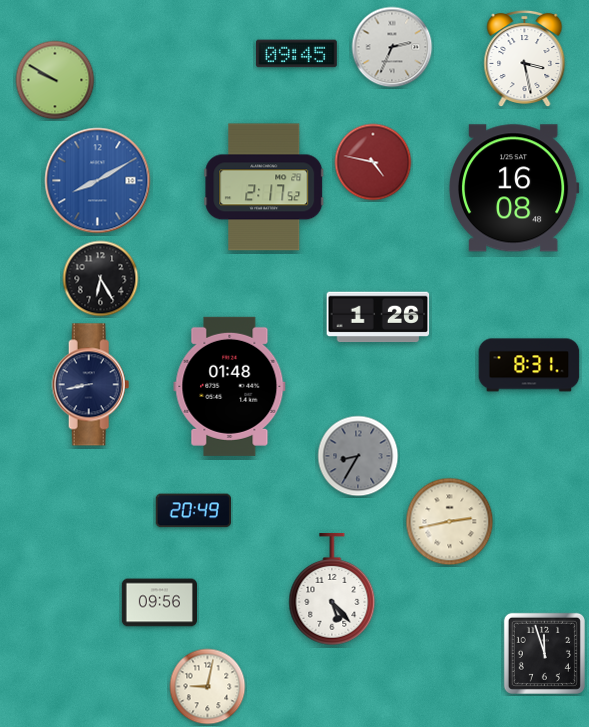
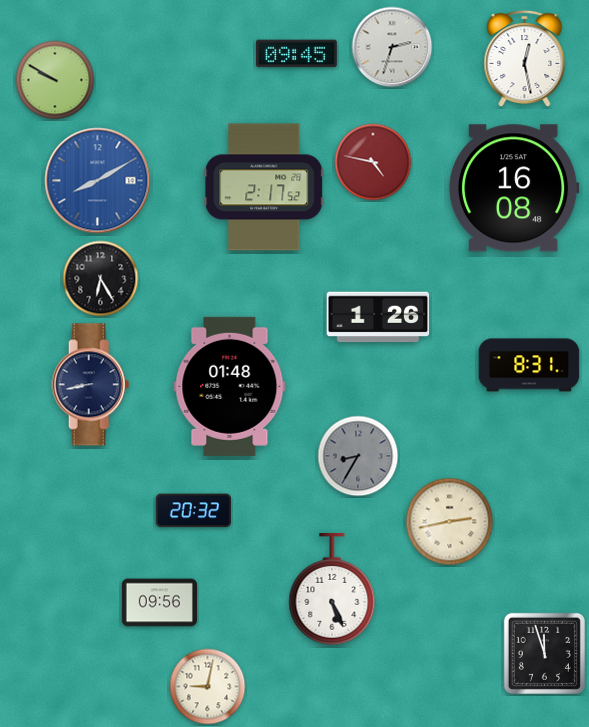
clock at (392, 47): 2:34 -> 2:33
clock at (525, 59): 3:28 -> 12:28
clock at (193, 511): 20:49 -> 20:32
clock at (332, 590): 5:23 -> 5:26
